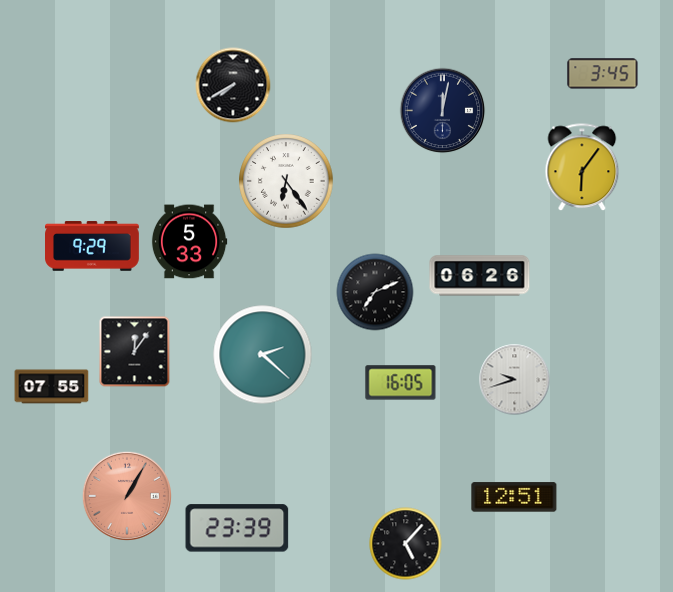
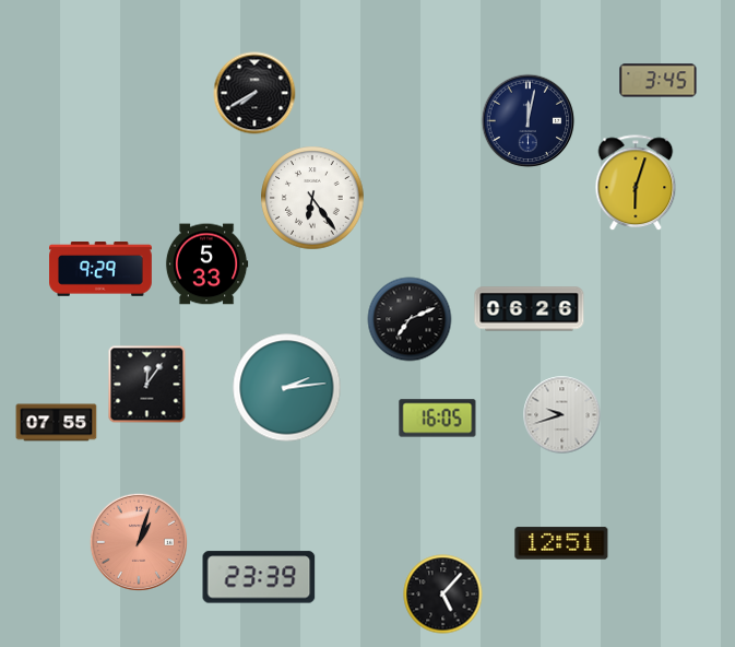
clock at (443, 111) position: (443, 111) -> (529, 121)
clock at (582, 168): 6:06 -> 6:03
clock at (480, 276) position: (480, 276) -> (530, 309)
clock at (263, 355): 2:22 -> 2:14
clock at (127, 496): 1:05 -> 1:03
